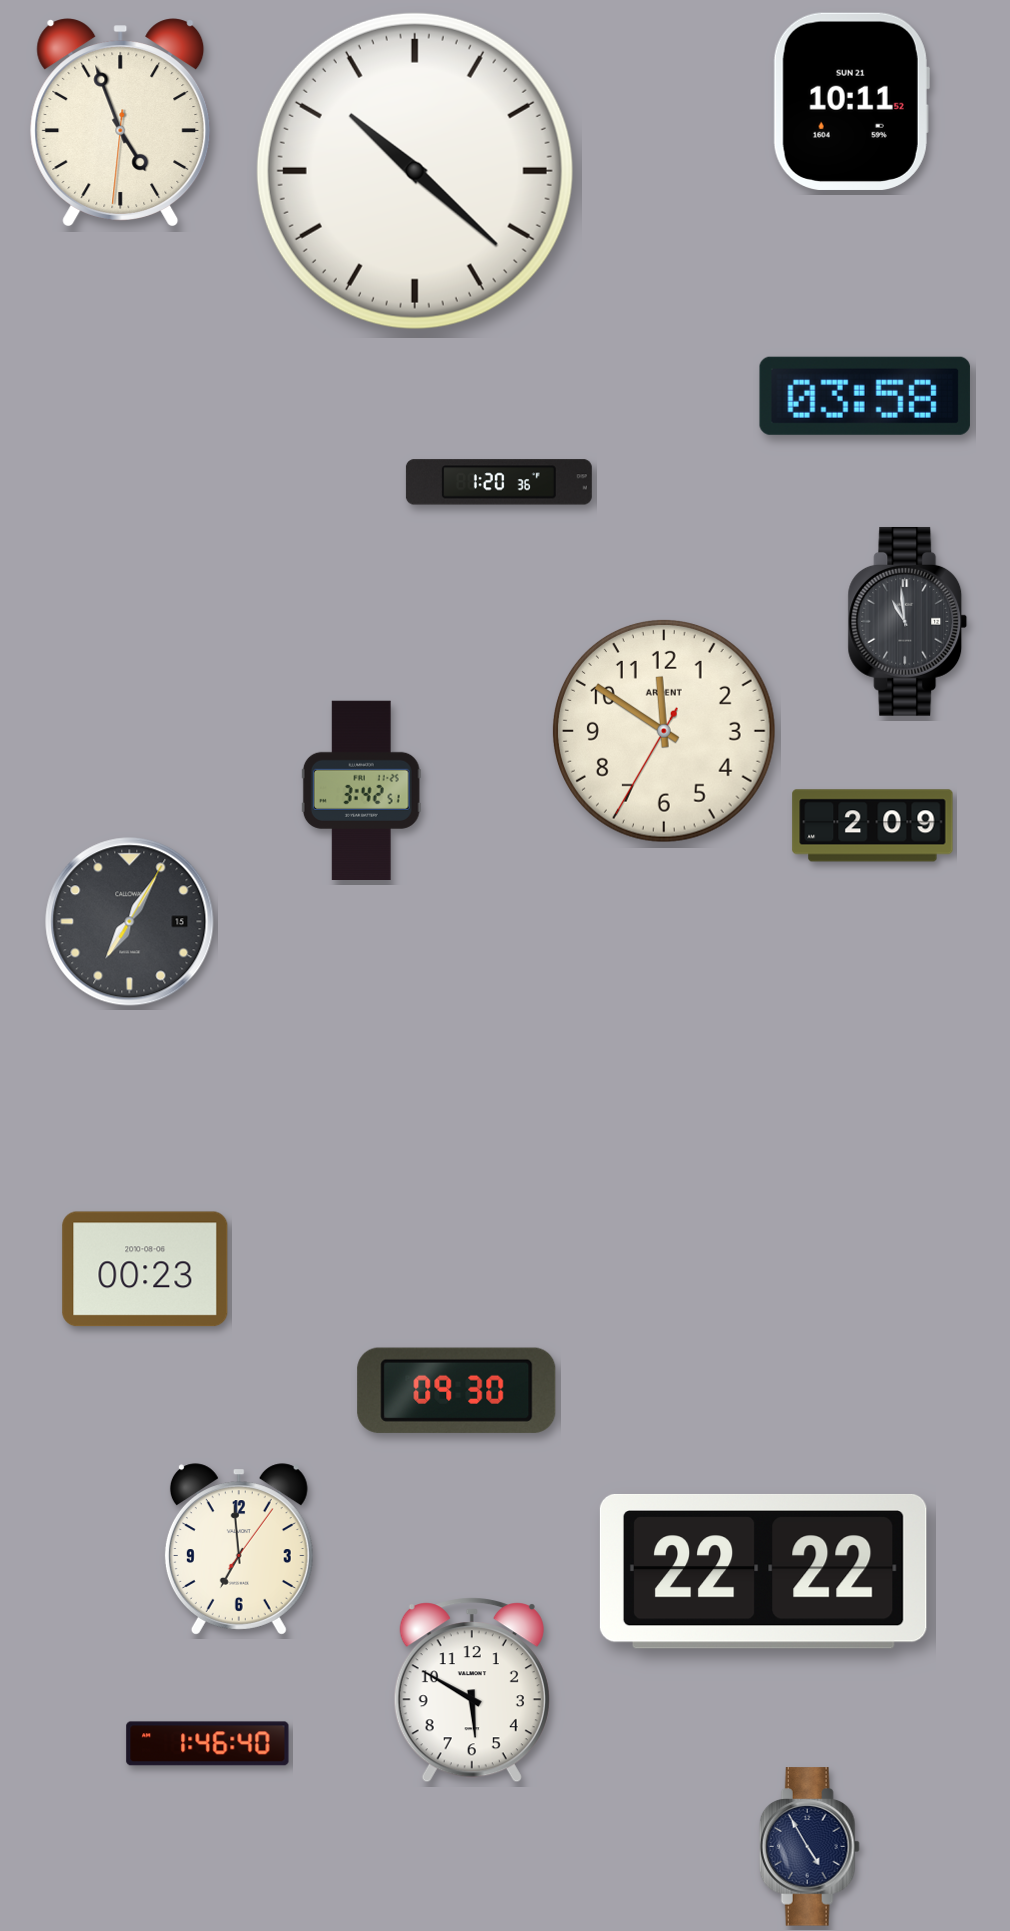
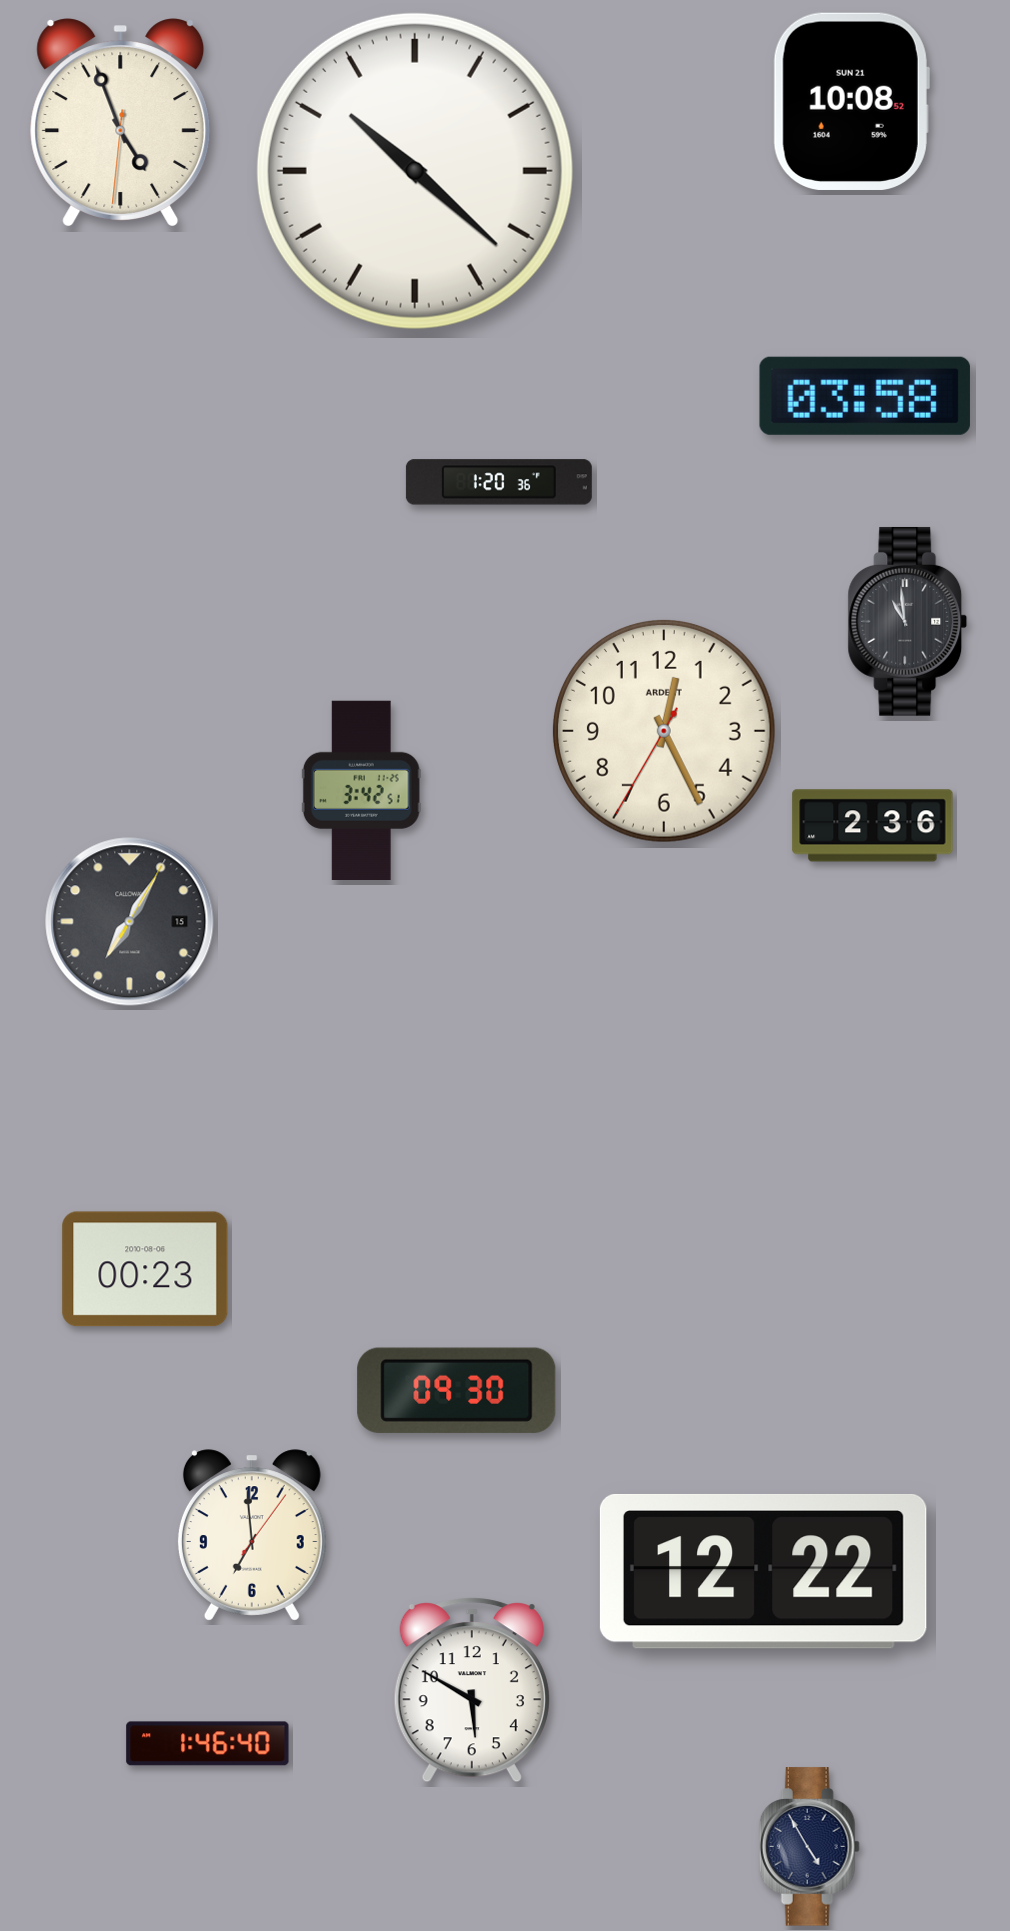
clock at (851, 101): 10:11 -> 10:08
clock at (665, 732): 11:50 -> 12:25
clock at (873, 826): 2:09 -> 2:36
clock at (239, 1549) position: (239, 1549) -> (252, 1535)
clock at (763, 1571): 22:22 -> 12:22
